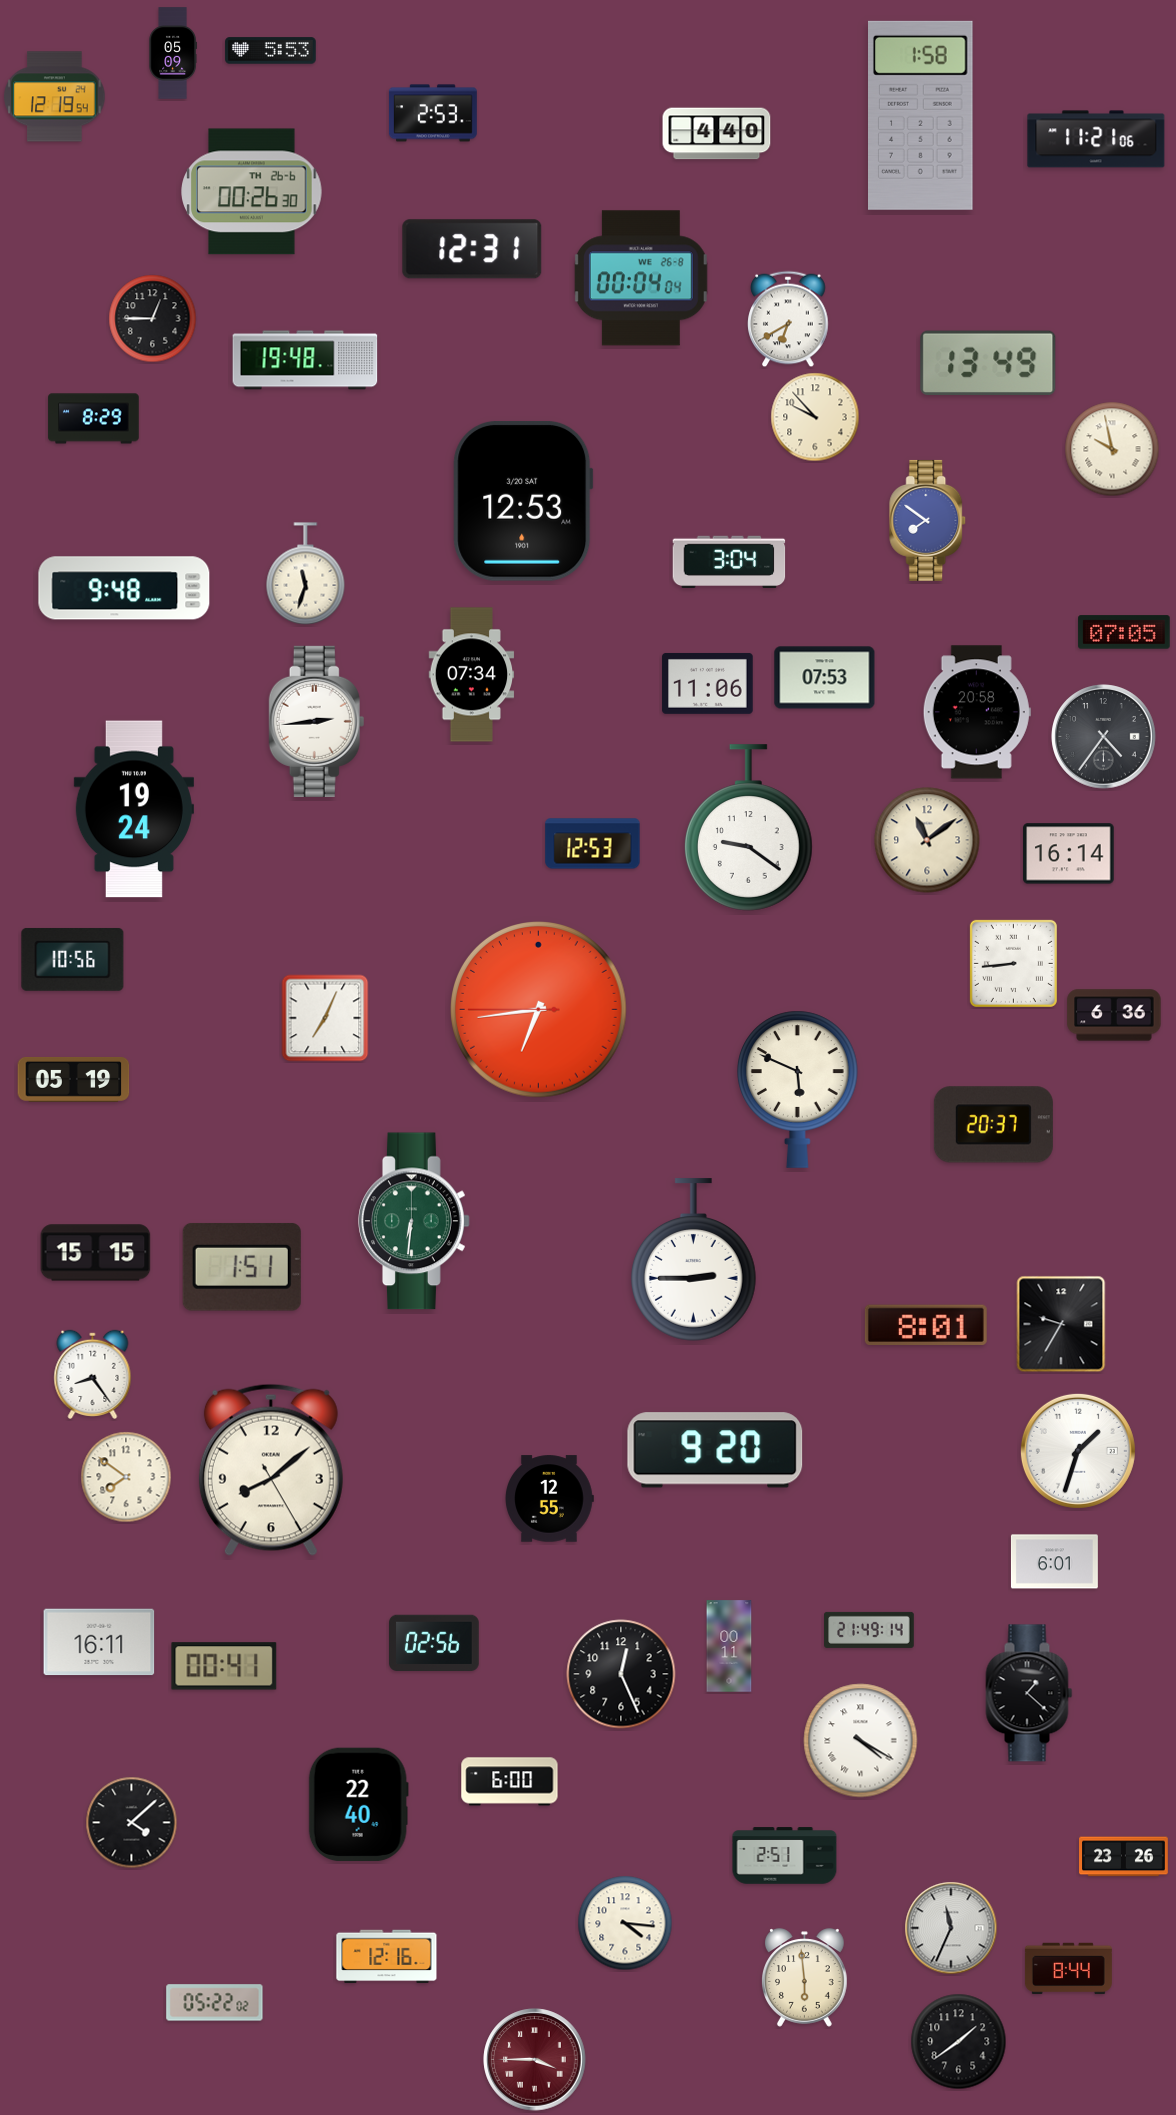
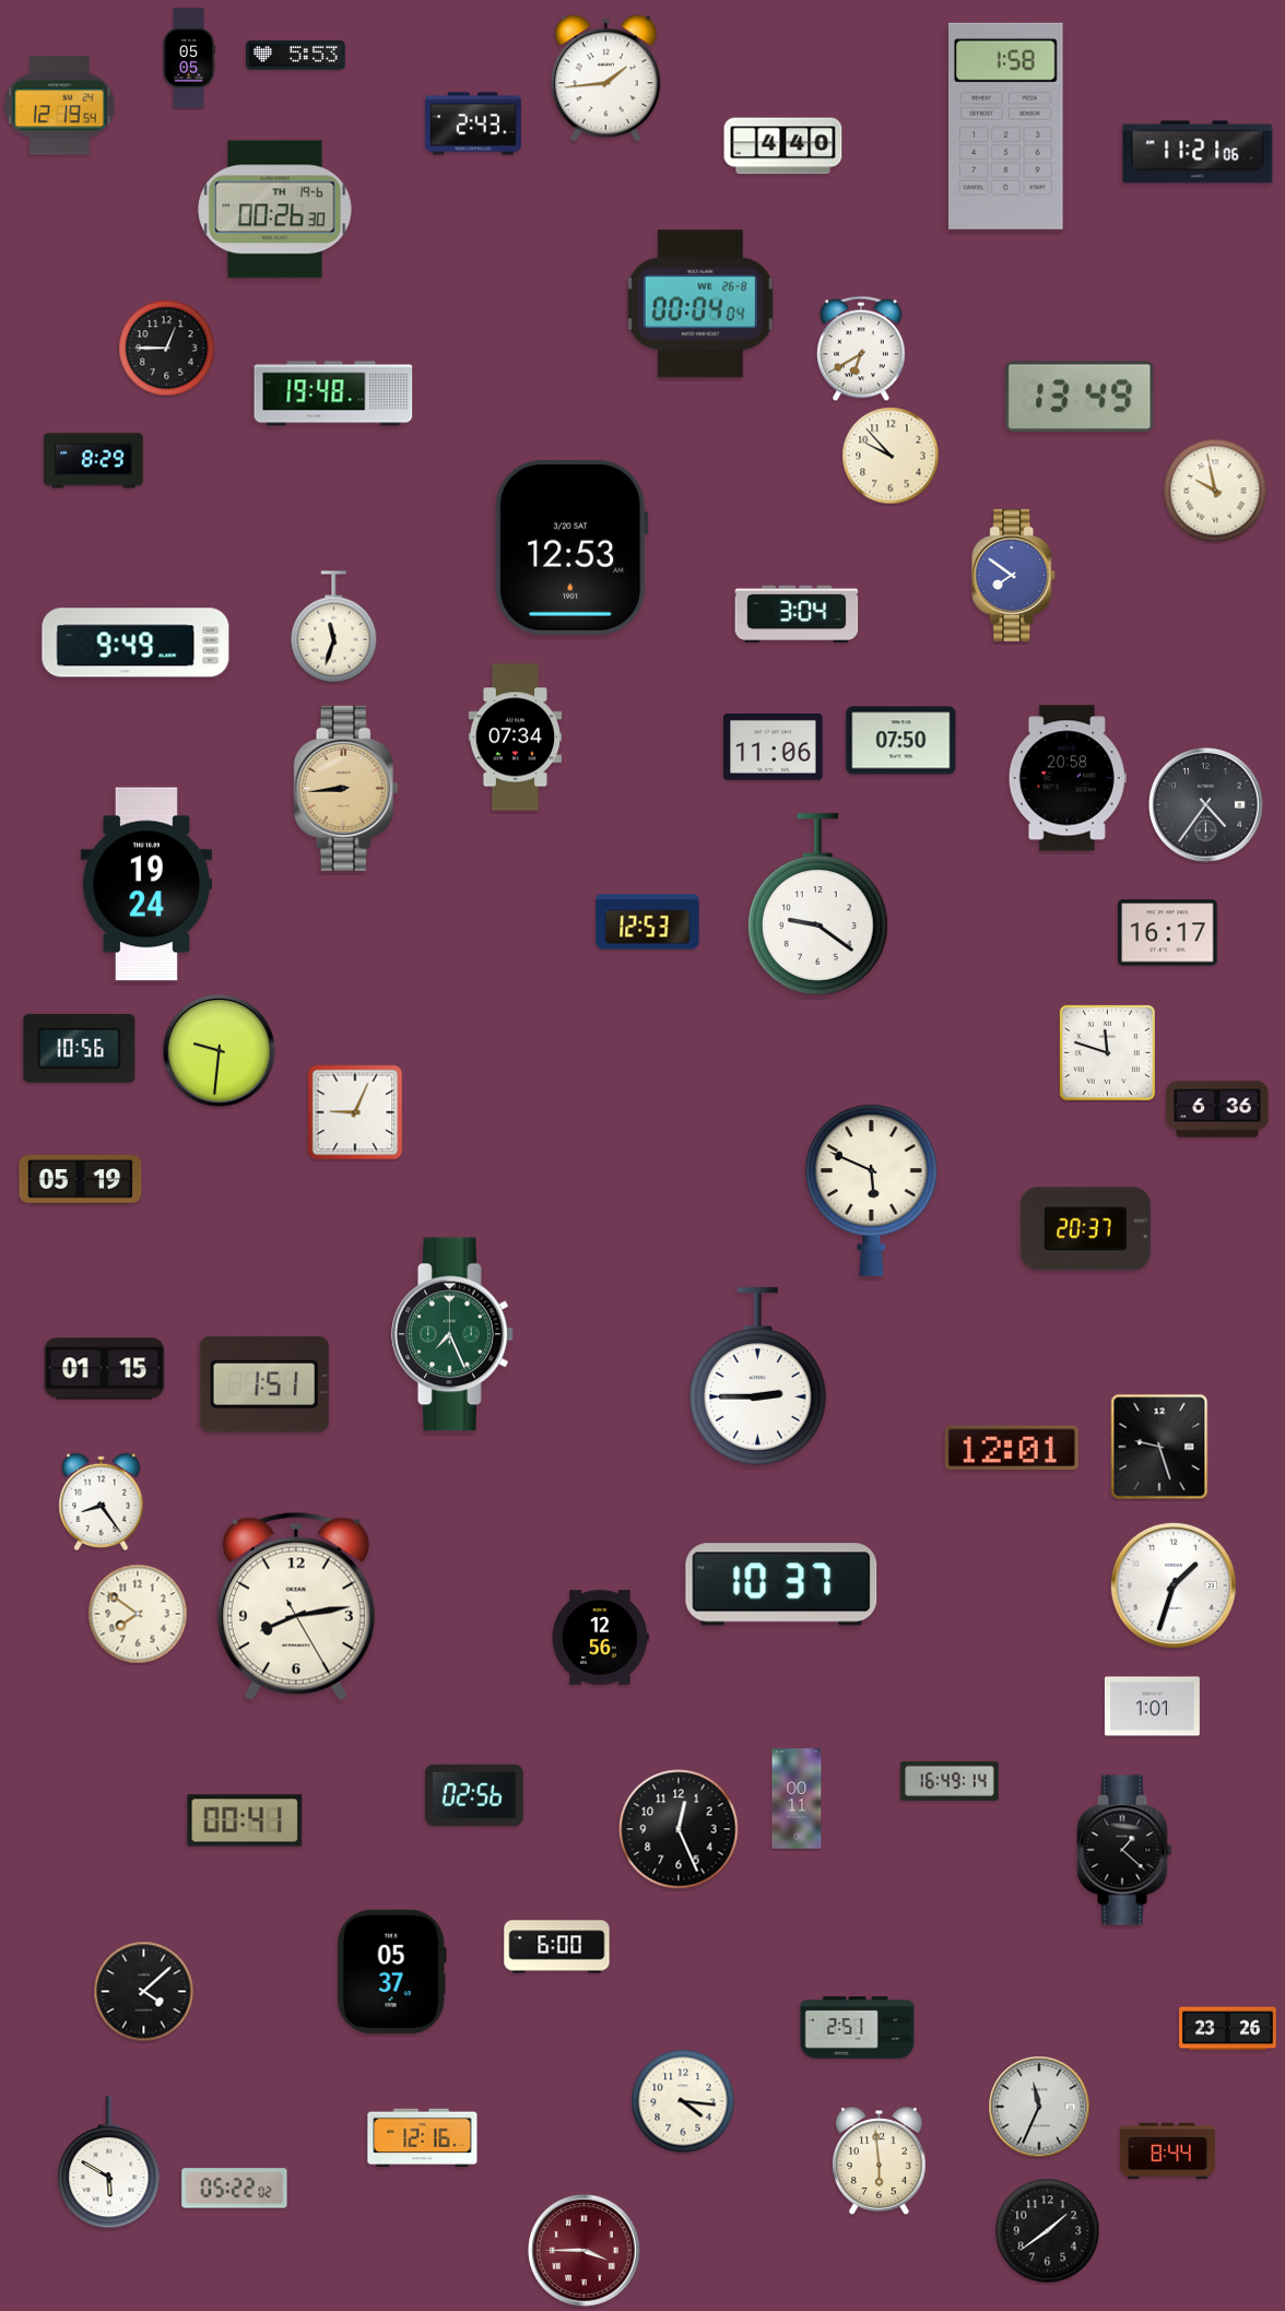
clock at (173, 53): 05:09 -> 05:05
clock at (605, 79): none -> 1:44
clock at (433, 113): 2:53 -> 2:43
clock at (252, 192) date: TH 26-6 -> TH 19-6
clock at (472, 249): 12:31 -> none
clock at (94, 419) position: (94, 419) -> (94, 461)
clock at (928, 520) position: (928, 520) -> (1014, 575)
clock at (124, 588): 9:48 -> 9:49
clock at (1124, 632): 07:05 -> none
clock at (825, 678): 07:53 -> 07:50
clock at (317, 721): 2:44 -> 8:44
clock at (317, 721) dial: white -> champagne
clock at (927, 840): 11:09 -> none
clock at (1069, 854): 16:14 -> 16:17
clock at (220, 1051): none -> 9:31
clock at (1013, 963): 8:44 -> 11:48
clock at (539, 1010): 6:43 -> none
clock at (325, 1018): 7:04 -> 9:04
clock at (414, 1221): 6:31 -> 7:26
clock at (96, 1253): 15:15 -> 01:15
clock at (926, 1324): 8:01 -> 12:01
clock at (1061, 1324): 9:35 -> 9:27
clock at (715, 1450): 9:20 -> 10:37
clock at (1078, 1451) position: (1078, 1451) -> (1174, 1585)
clock at (271, 1470): 8:08 -> 8:13
clock at (549, 1499): 12:55 -> 12:56
clock at (1054, 1562): 6:01 -> 1:01
clock at (869, 1630): 21:49 -> 16:49
clock at (99, 1642): 16:11 -> none
clock at (861, 1741): 4:20 -> none
clock at (358, 1805): 22:40 -> 05:37
clock at (109, 2162): none -> 5:50
